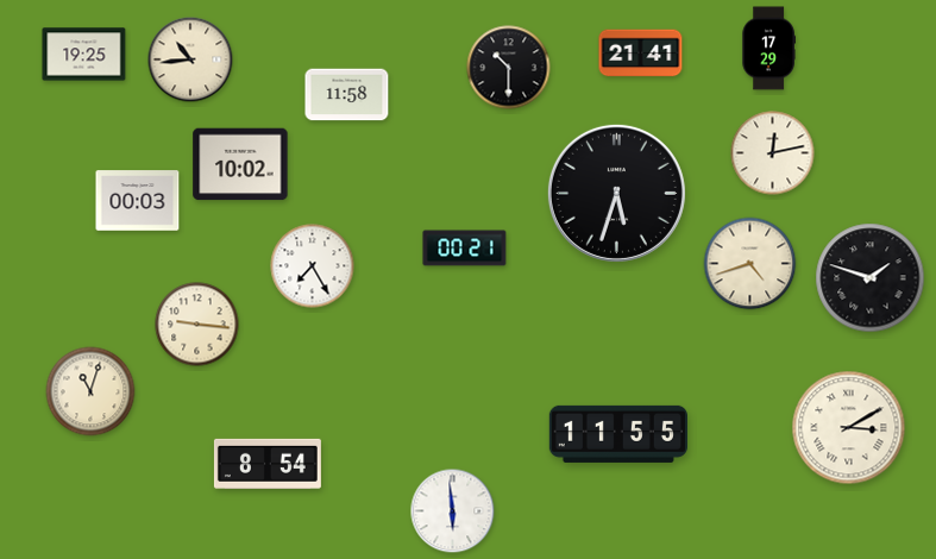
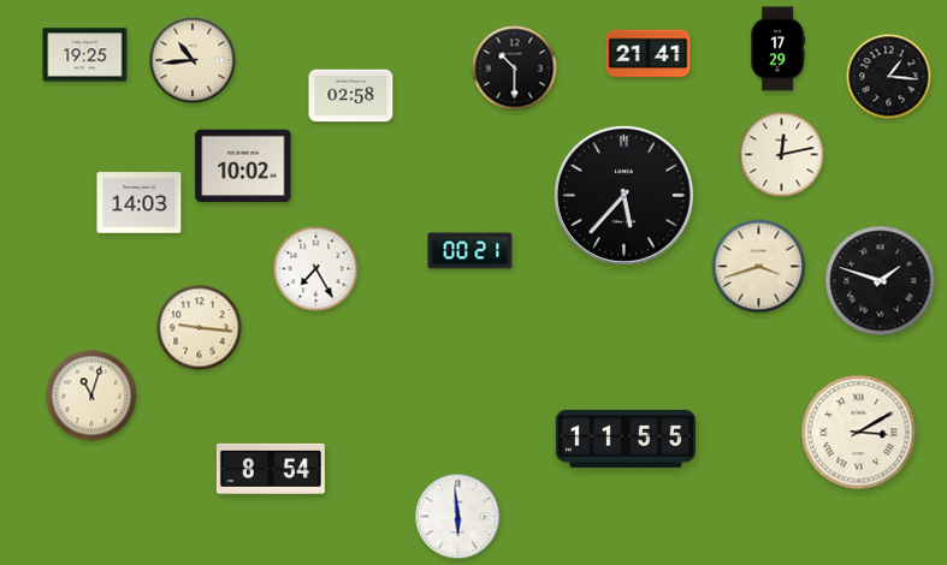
clock at (889, 77): none -> 1:16
clock at (347, 95): 11:58 -> 02:58
clock at (616, 193): 5:33 -> 5:37
clock at (138, 201): 00:03 -> 14:03
clock at (750, 264): 4:42 -> 3:42
